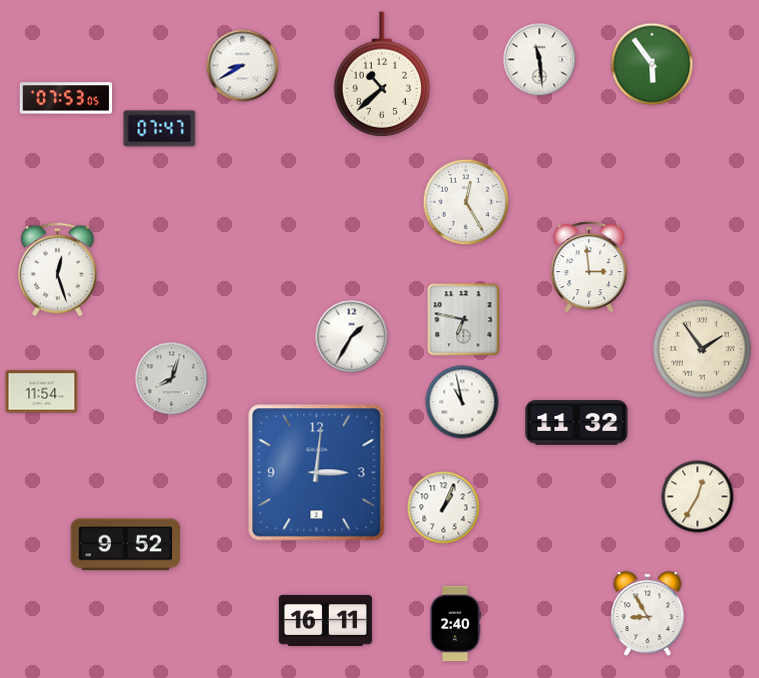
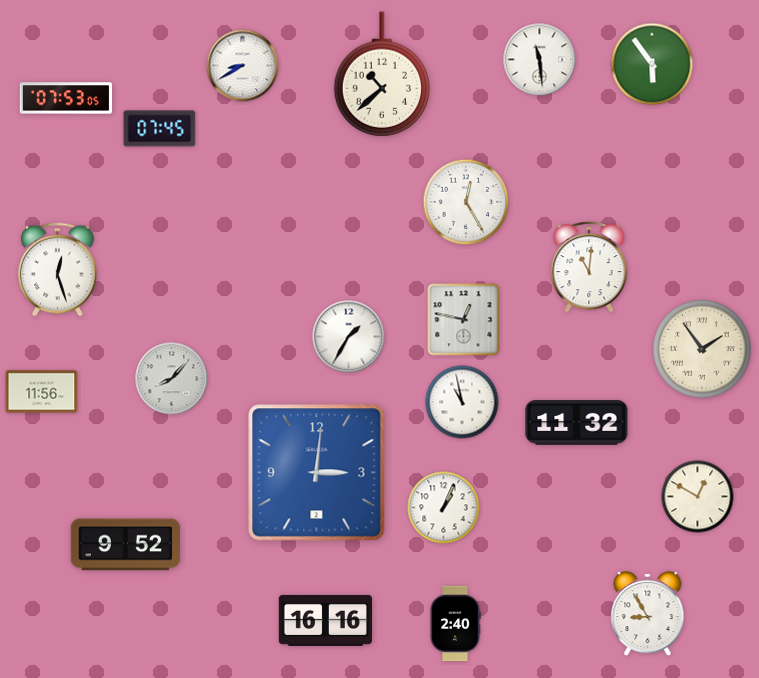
clock at (160, 129): 07:47 -> 07:45
clock at (589, 267): 2:59 -> 11:01
clock at (464, 320): 6:47 -> 12:47
clock at (352, 337) position: (352, 337) -> (349, 337)
clock at (172, 379): 8:03 -> 8:07
clock at (42, 392): 11:54 -> 11:56
clock at (698, 497): 12:35 -> 12:50
clock at (325, 620): 16:11 -> 16:16
